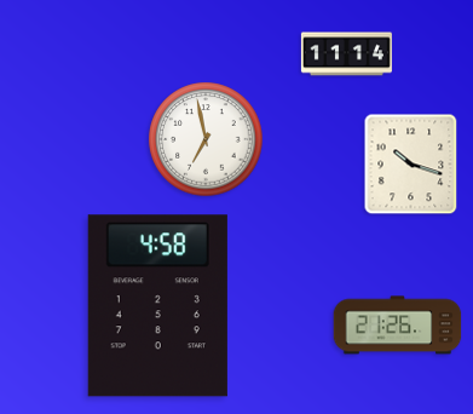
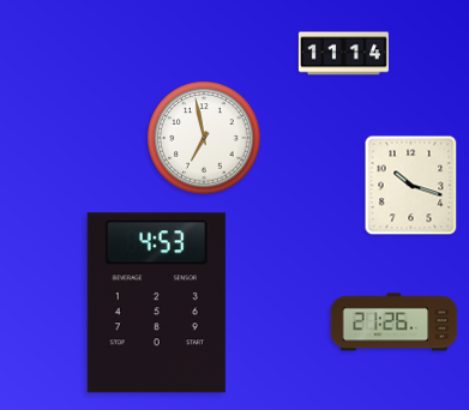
clock at (411, 165) position: (411, 165) -> (411, 186)
clock at (157, 306): 4:58 -> 4:53
